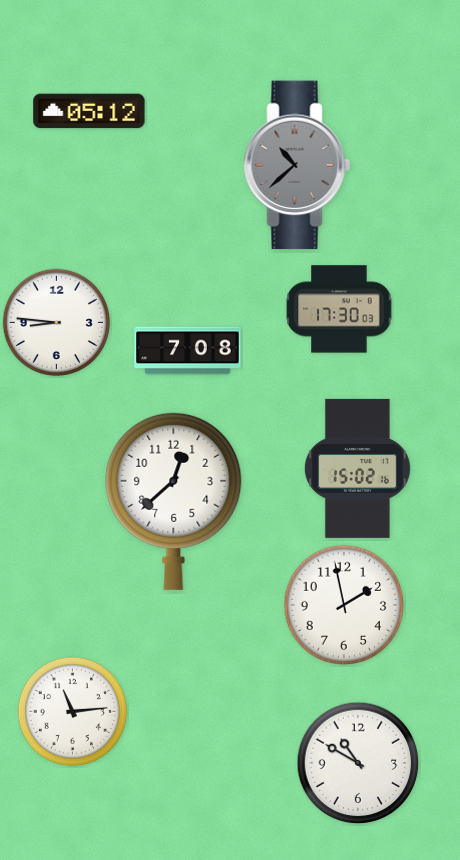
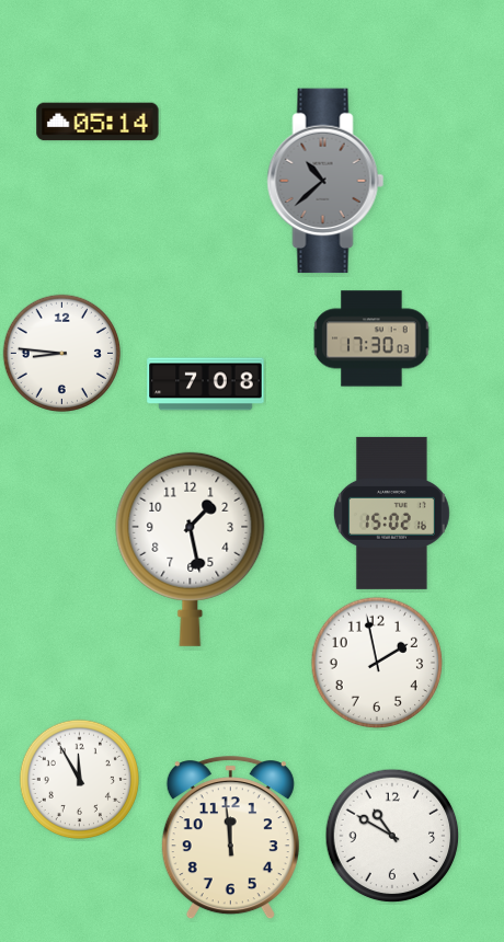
clock at (89, 111): 05:12 -> 05:14
clock at (174, 501): 12:38 -> 1:28
clock at (72, 711): 11:14 -> 11:55
clock at (230, 838): none -> 11:59
